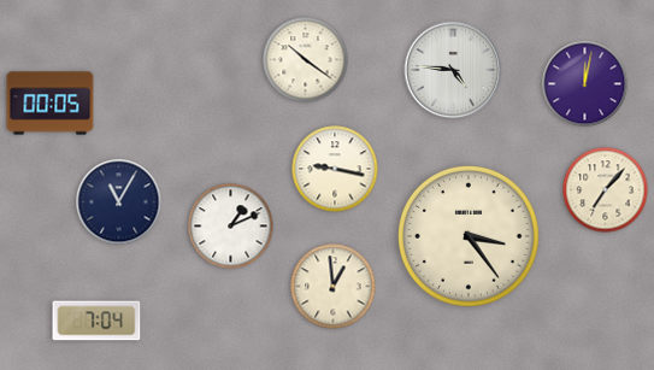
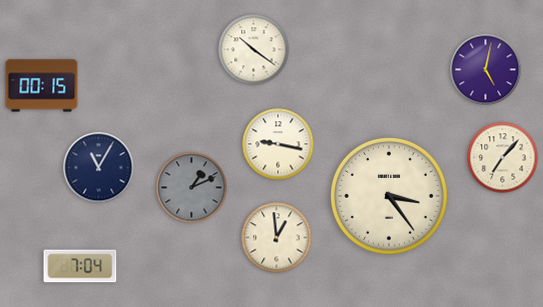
clock at (453, 70): 4:46 -> none
clock at (585, 84): 12:02 -> 5:02
clock at (51, 104): 00:05 -> 00:15
clock at (335, 169) position: (335, 169) -> (278, 144)
clock at (231, 227) dial: white -> grey
